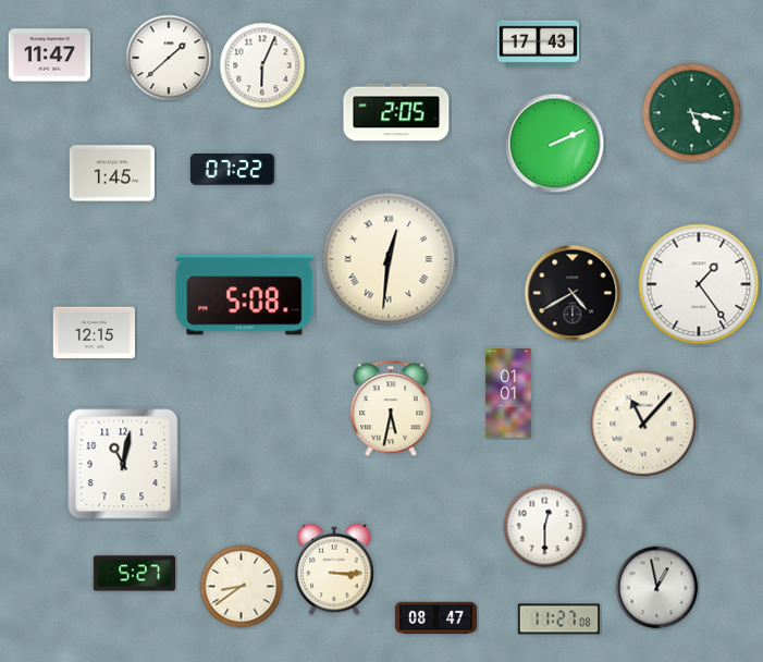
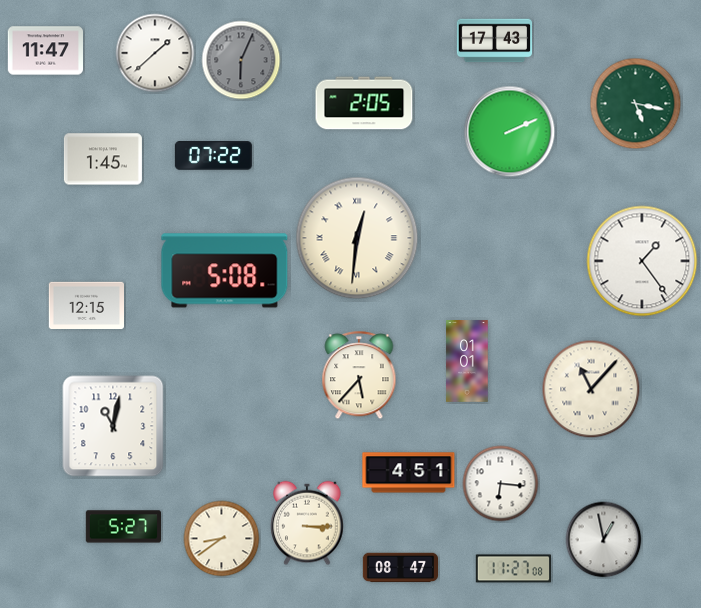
clock at (262, 65) dial: white -> grey
clock at (573, 293): 4:40 -> none
clock at (391, 409): 5:32 -> 5:37
clock at (409, 473): none -> 4:51
clock at (545, 527): 12:30 -> 6:16
